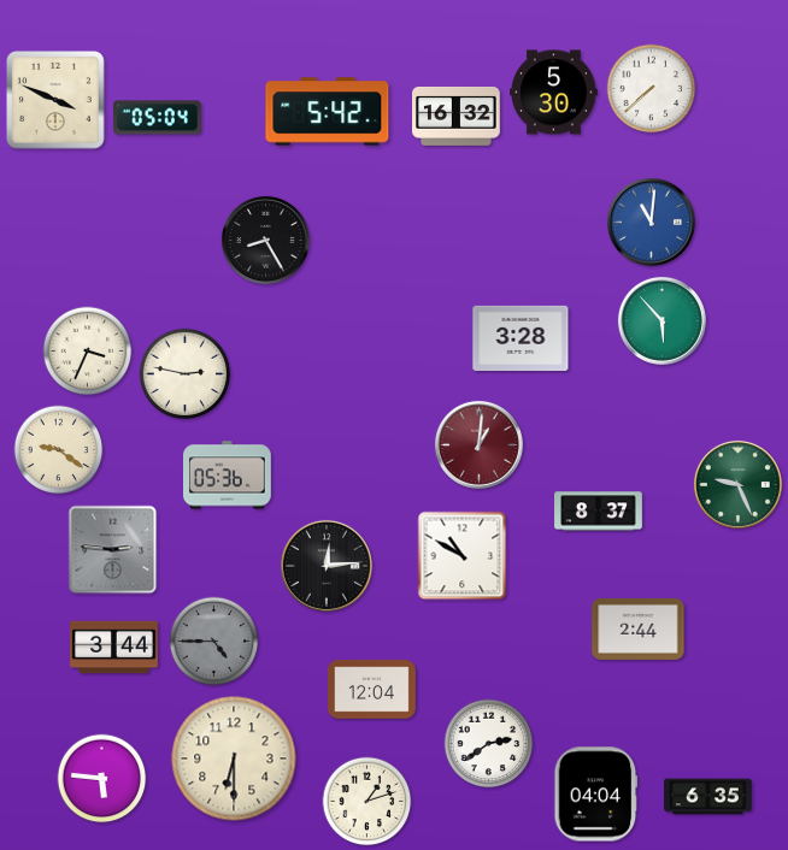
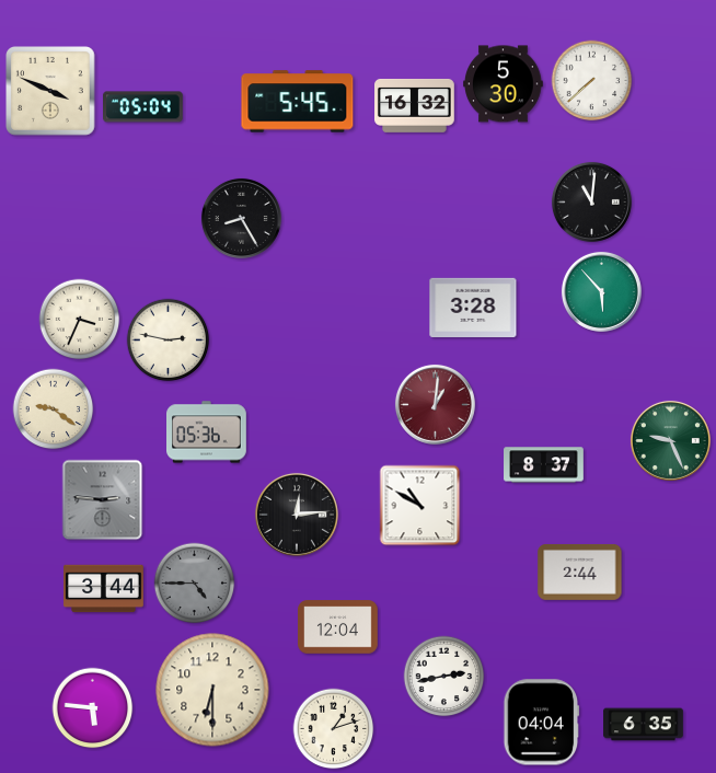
clock at (328, 112): 5:42 -> 5:45
clock at (651, 222) dial: blue -> black
clock at (489, 744): 2:39 -> 2:43
